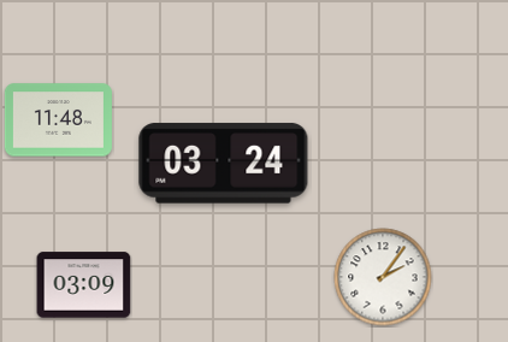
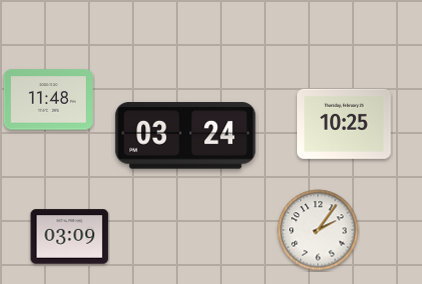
clock at (344, 124): none -> 10:25
